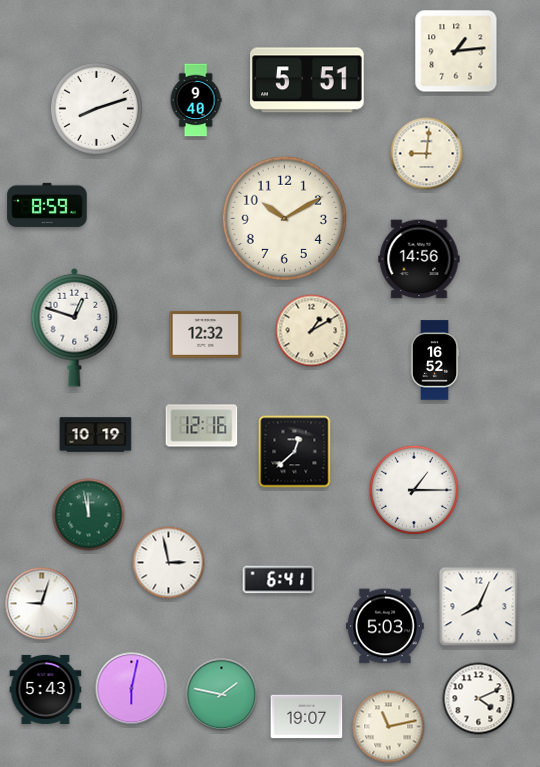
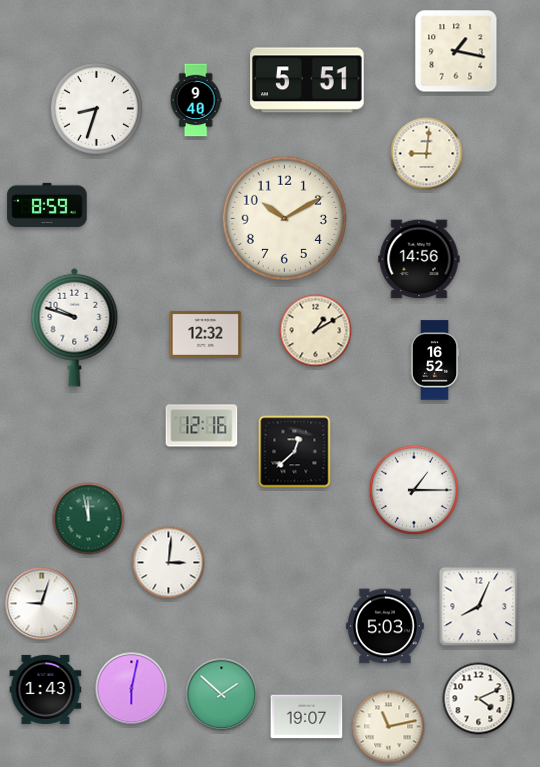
clock at (456, 51): 1:14 -> 1:17
clock at (96, 108): 8:12 -> 8:33
clock at (75, 327): 12:48 -> 9:48
clock at (312, 331) position: (312, 331) -> (316, 331)
clock at (96, 435): 10:19 -> none
clock at (89, 515) position: (89, 515) -> (89, 519)
clock at (169, 563): 2:58 -> 3:01
clock at (279, 580): 6:41 -> none
clock at (46, 689): 5:43 -> 1:43
clock at (222, 695): 1:47 -> 1:52
